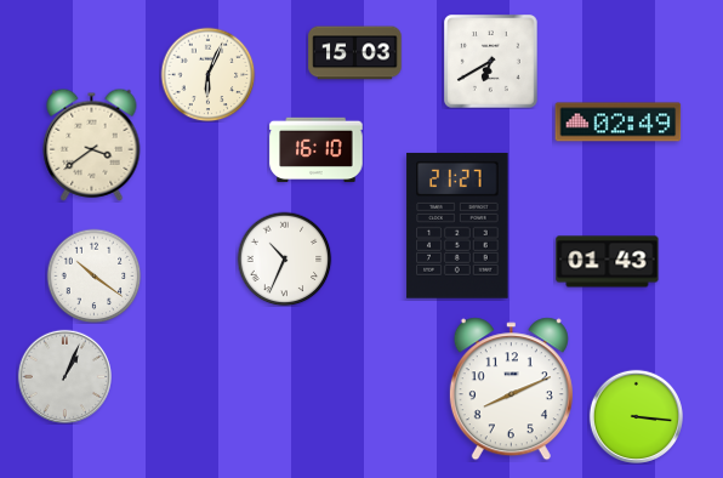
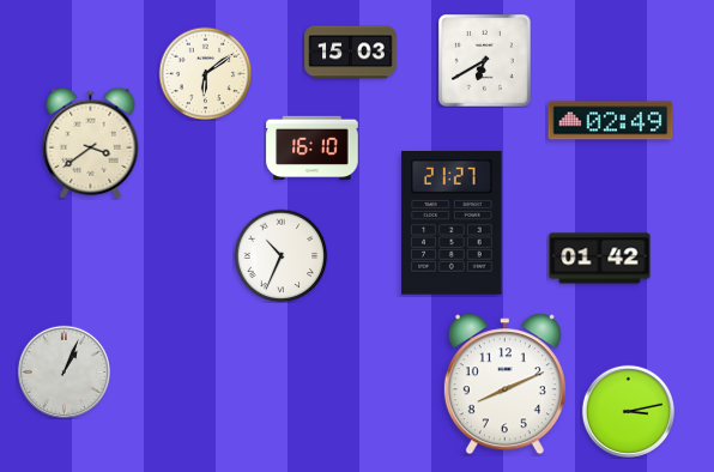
clock at (207, 74): 6:04 -> 6:09
clock at (608, 262): 01:43 -> 01:42
clock at (93, 275): 10:21 -> none
clock at (636, 416): 3:16 -> 3:13
